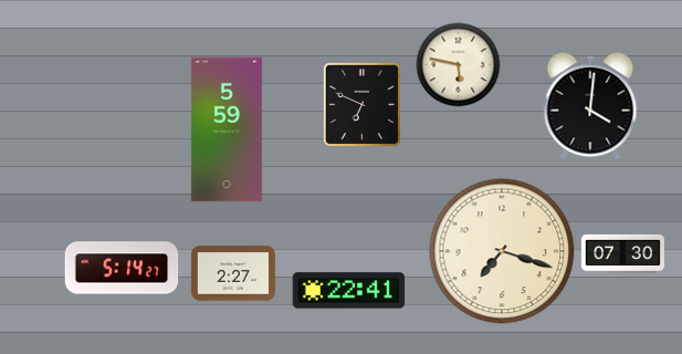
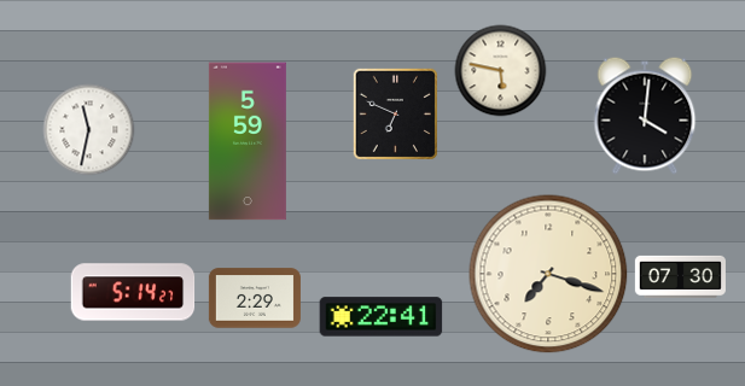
clock at (89, 130): none -> 11:32
clock at (233, 273): 2:27 -> 2:29
